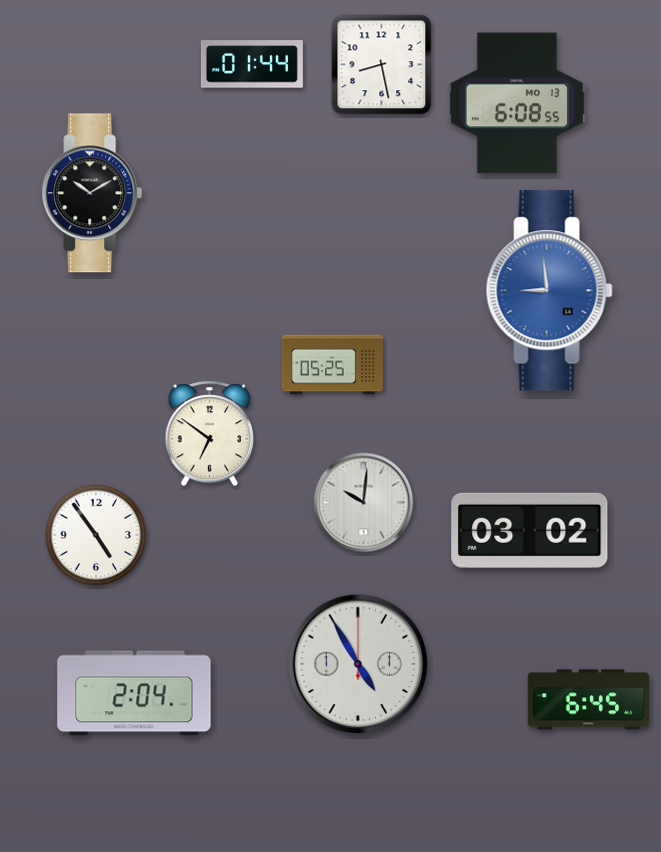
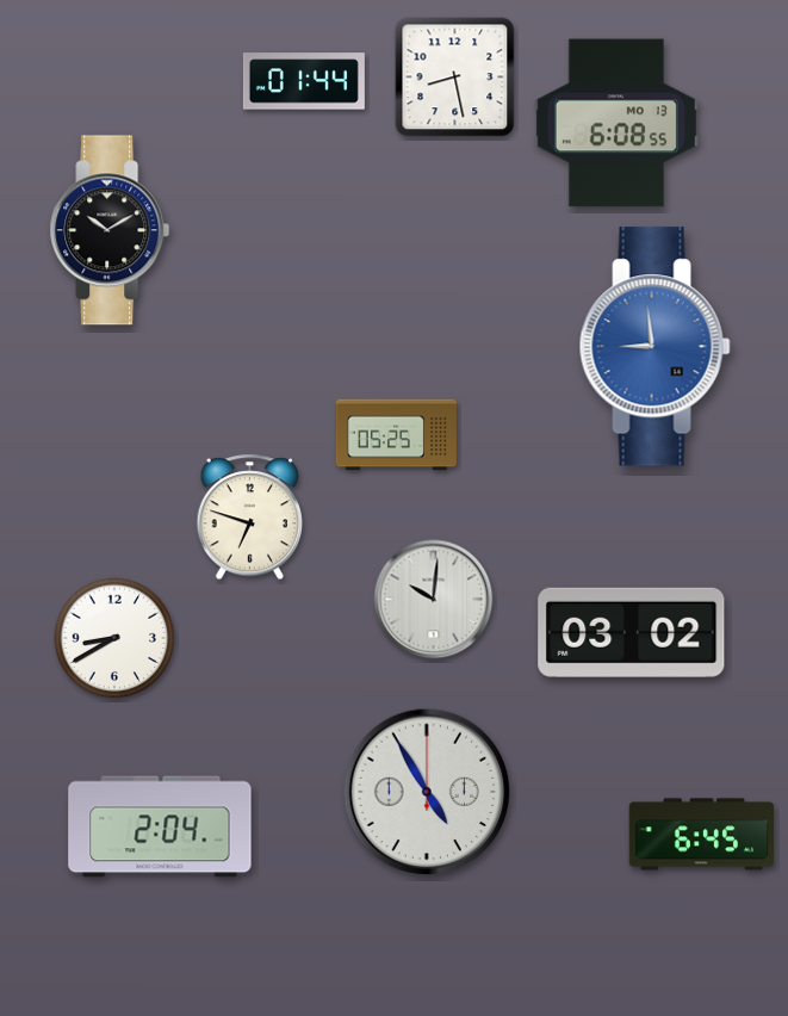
clock at (252, 64) position: (252, 64) -> (304, 81)
clock at (209, 434): 6:51 -> 6:48
clock at (96, 535): 4:54 -> 8:40
